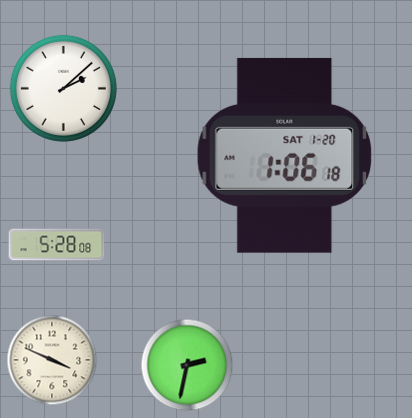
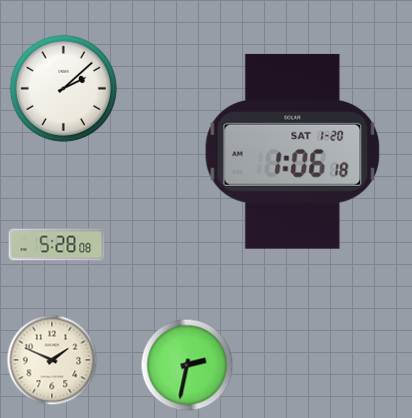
clock at (285, 155) position: (285, 155) -> (293, 151)
clock at (52, 360): 3:49 -> 1:49
